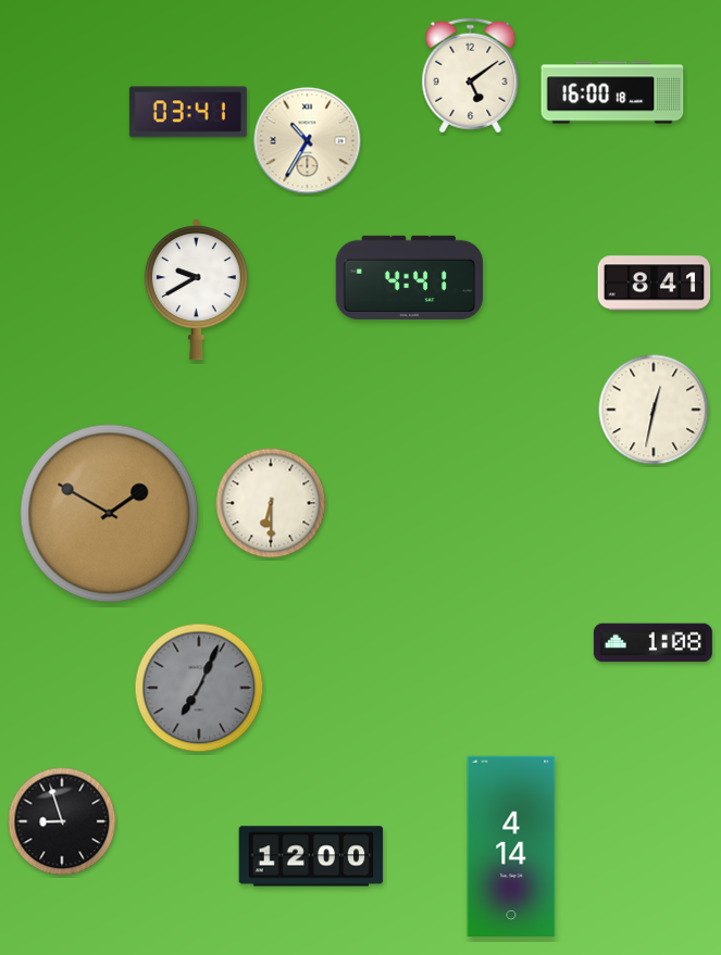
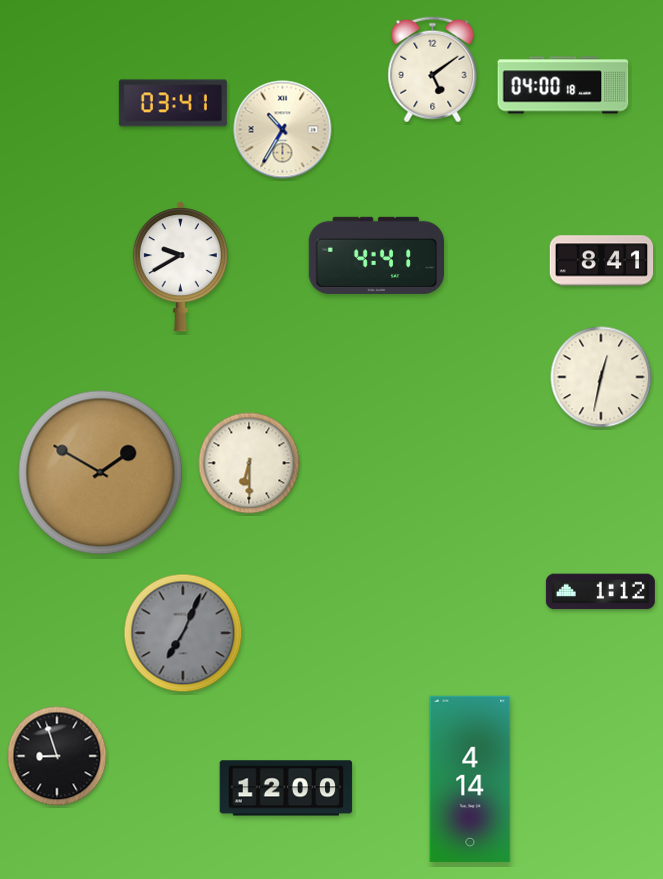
clock at (612, 92): 16:00 -> 04:00
clock at (652, 643): 1:08 -> 1:12
